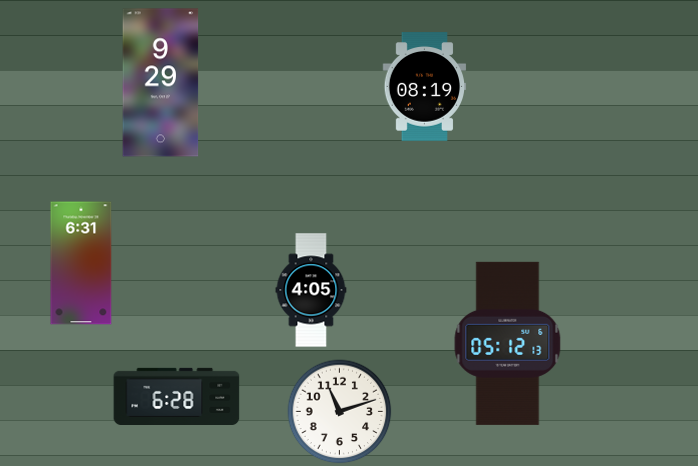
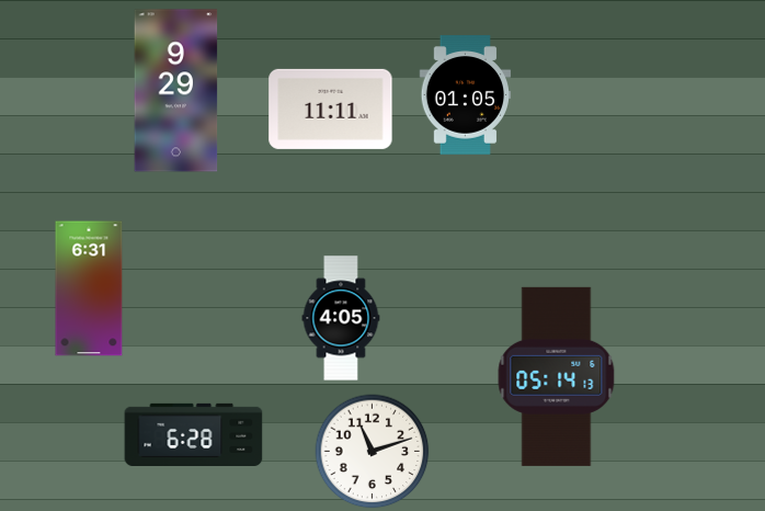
clock at (425, 87): 08:19 -> 01:05
clock at (331, 109): none -> 11:11
clock at (508, 343): 05:12 -> 05:14
